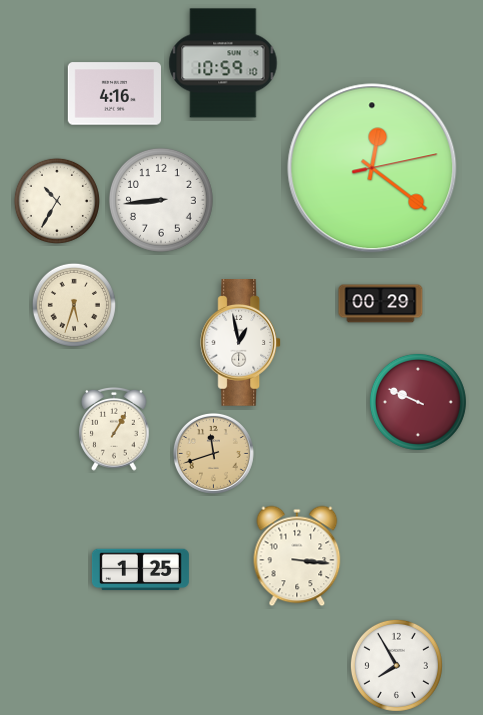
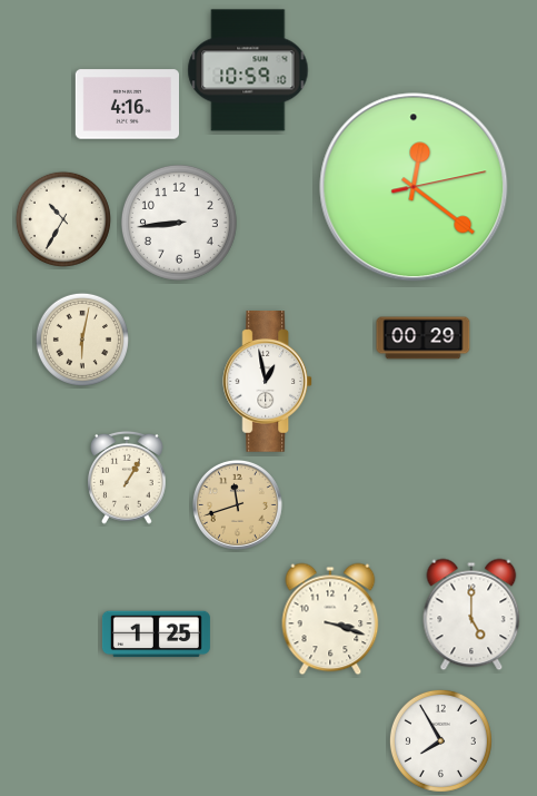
clock at (57, 201) position: (57, 201) -> (63, 219)
clock at (74, 305): 5:33 -> 6:02
clock at (418, 402): 9:49 -> none
clock at (471, 615): none -> 5:00
clock at (297, 556): 3:16 -> 3:18
